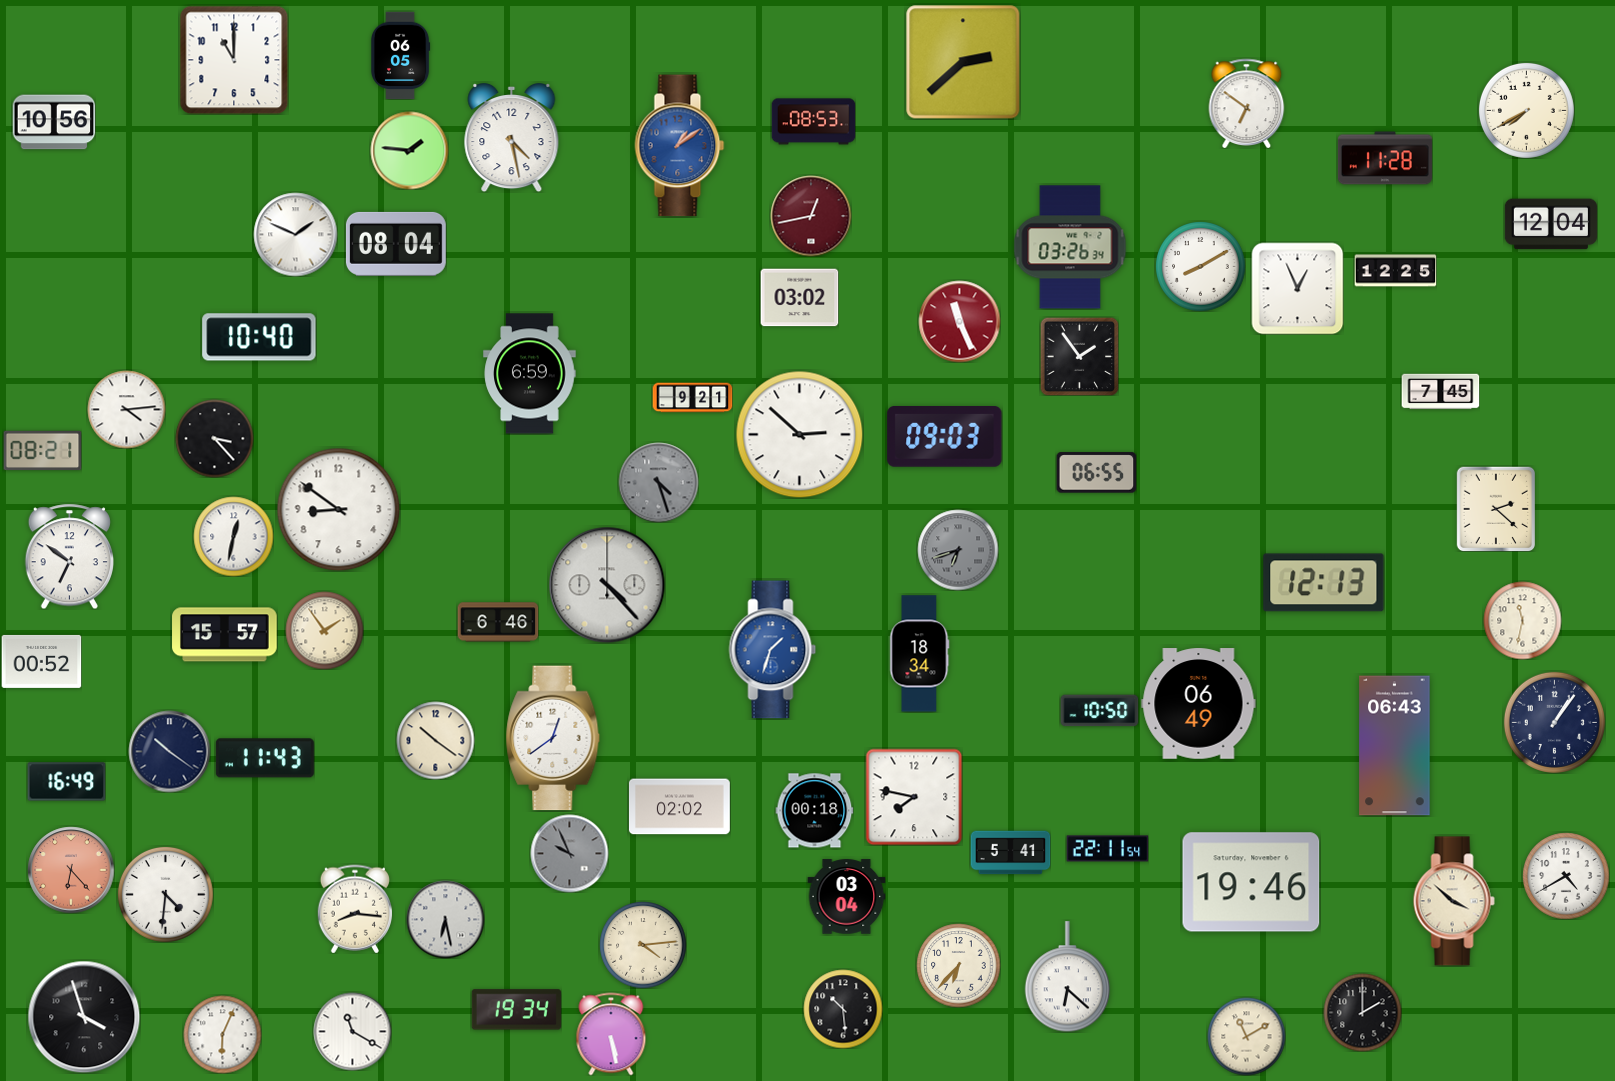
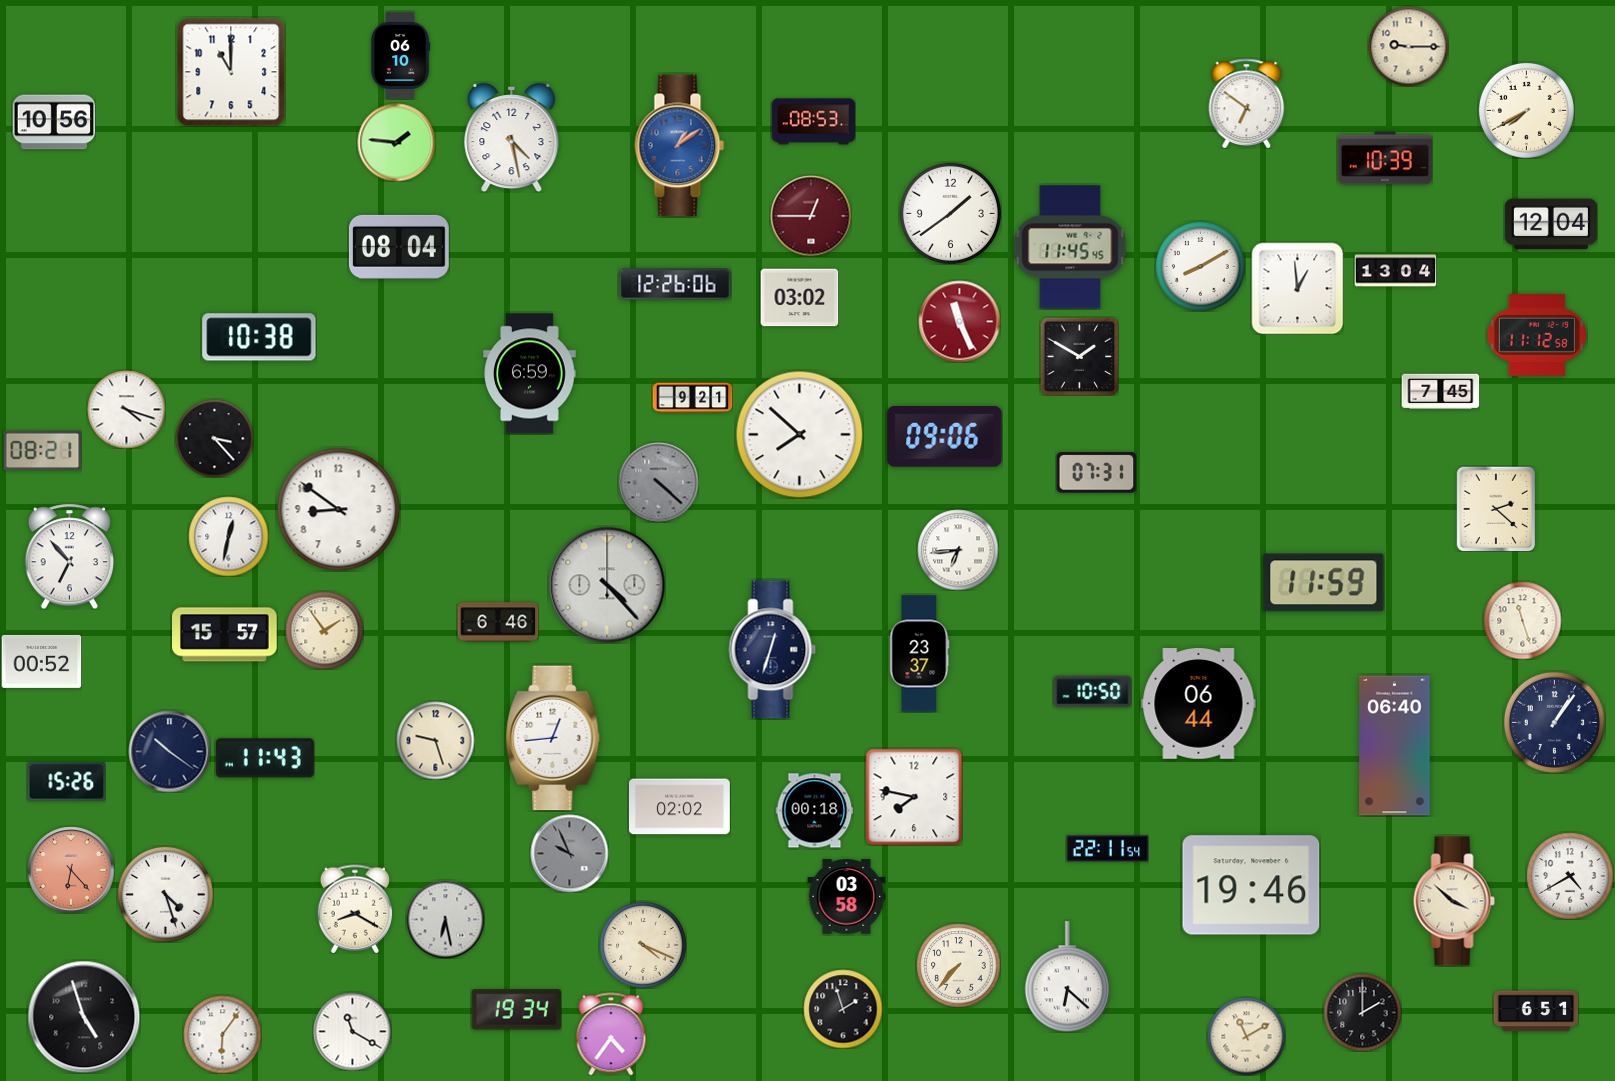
clock at (1408, 46): none -> 9:15
clock at (400, 55): 06:05 -> 06:10
clock at (234, 60) position: (234, 60) -> (231, 72)
clock at (963, 62): 2:38 -> none
clock at (409, 150) position: (409, 150) -> (396, 142)
clock at (1385, 158): 11:28 -> 10:39
clock at (950, 213): none -> 1:39
clock at (811, 216): 12:43 -> 12:45
clock at (295, 234): 1:49 -> none
clock at (396, 244) position: (396, 244) -> (399, 247)
clock at (1070, 247): 03:26 -> 11:45
clock at (1395, 271): 12:25 -> 13:04
clock at (675, 284): none -> 12:26
clock at (1297, 288): 12:56 -> 12:59
clock at (1537, 335): none -> 11:12
clock at (259, 337): 10:40 -> 10:38
clock at (1079, 356): 1:54 -> 1:50
clock at (126, 409): 4:14 -> 4:18
clock at (799, 434): 2:52 -> 7:52
clock at (945, 437): 09:03 -> 09:06
clock at (1096, 473): 06:55 -> 07:31
clock at (658, 482): 4:27 -> 4:22
clock at (233, 536) position: (233, 536) -> (228, 536)
clock at (958, 550): 6:42 -> 6:44
clock at (958, 550) dial: grey -> white
clock at (69, 556): 6:51 -> 6:53
clock at (1324, 583): 12:13 -> 11:59
clock at (1522, 620): 11:32 -> 11:27
clock at (773, 650): 1:33 -> 12:33
clock at (773, 650) dial: blue -> navy
clock at (920, 654): 18:34 -> 23:37
clock at (1199, 704): 06:49 -> 06:44
clock at (1099, 711) position: (1099, 711) -> (1092, 692)
clock at (553, 738): 12:39 -> 12:44
clock at (435, 740): 10:21 -> 9:27
clock at (1395, 746): 06:43 -> 06:40
clock at (66, 782): 16:49 -> 15:26
clock at (1010, 853): 5:41 -> none
clock at (1566, 876) position: (1566, 876) -> (1570, 876)
clock at (1251, 882) position: (1251, 882) -> (1251, 885)
clock at (165, 894): 4:31 -> 4:27
clock at (846, 897): 03:04 -> 03:58
clock at (354, 909): 8:16 -> 8:20
clock at (643, 945): 4:14 -> 4:19
clock at (958, 965): 6:37 -> 7:37
clock at (843, 1009): 10:29 -> 1:57
clock at (1536, 1011): none -> 6:51
clock at (84, 1017): 3:57 -> 4:57
clock at (222, 1034): 6:04 -> 6:06
clock at (611, 1034): 5:28 -> 4:36
